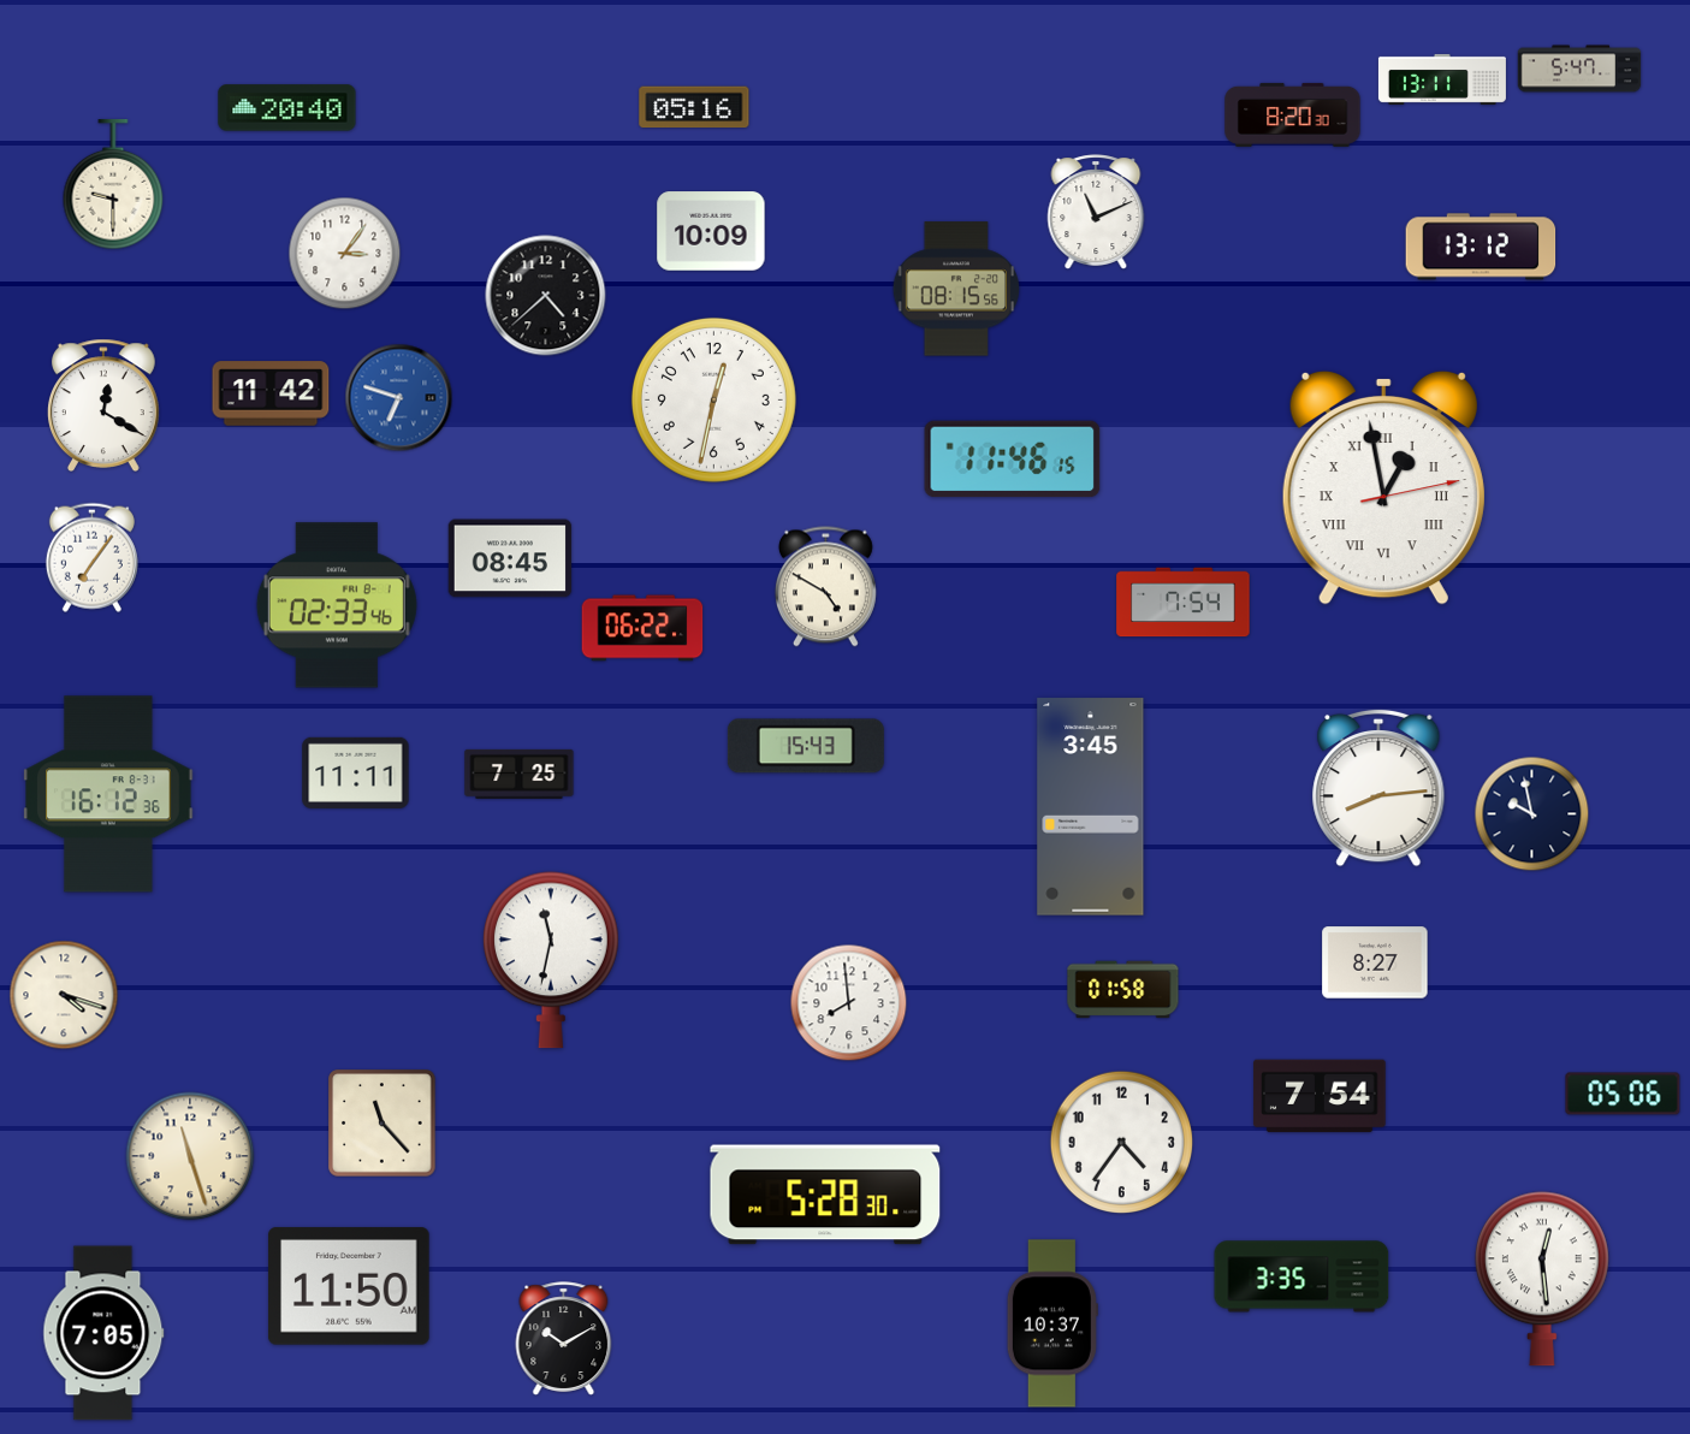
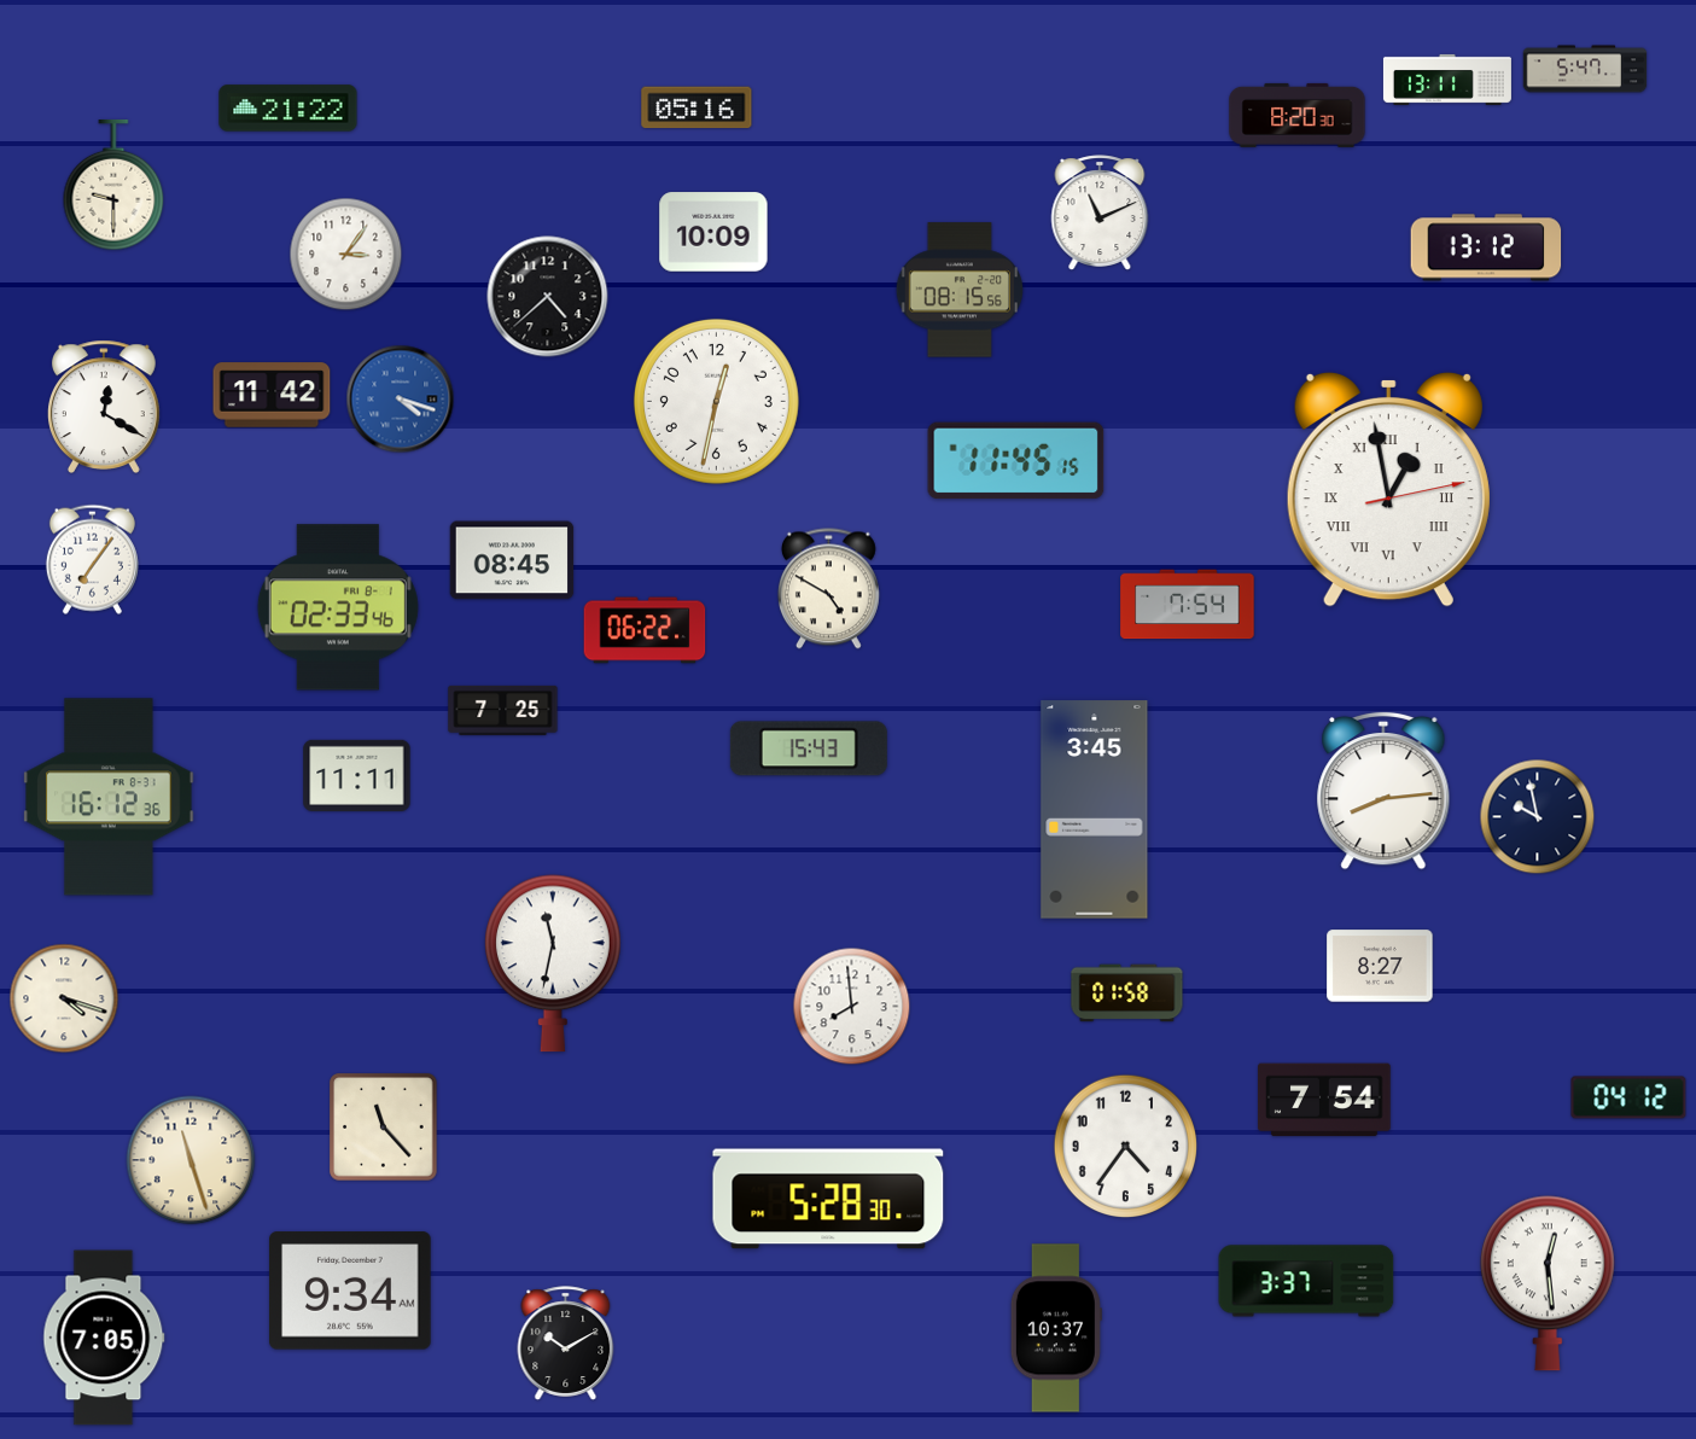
clock at (287, 108): 20:40 -> 21:22
clock at (399, 398): 6:48 -> 4:18
clock at (1013, 460): 11:46 -> 11:45
clock at (520, 774) position: (520, 774) -> (503, 710)
clock at (1623, 1094): 05:06 -> 04:12
clock at (1301, 1276): 3:35 -> 3:37
clock at (349, 1286): 11:50 -> 9:34
